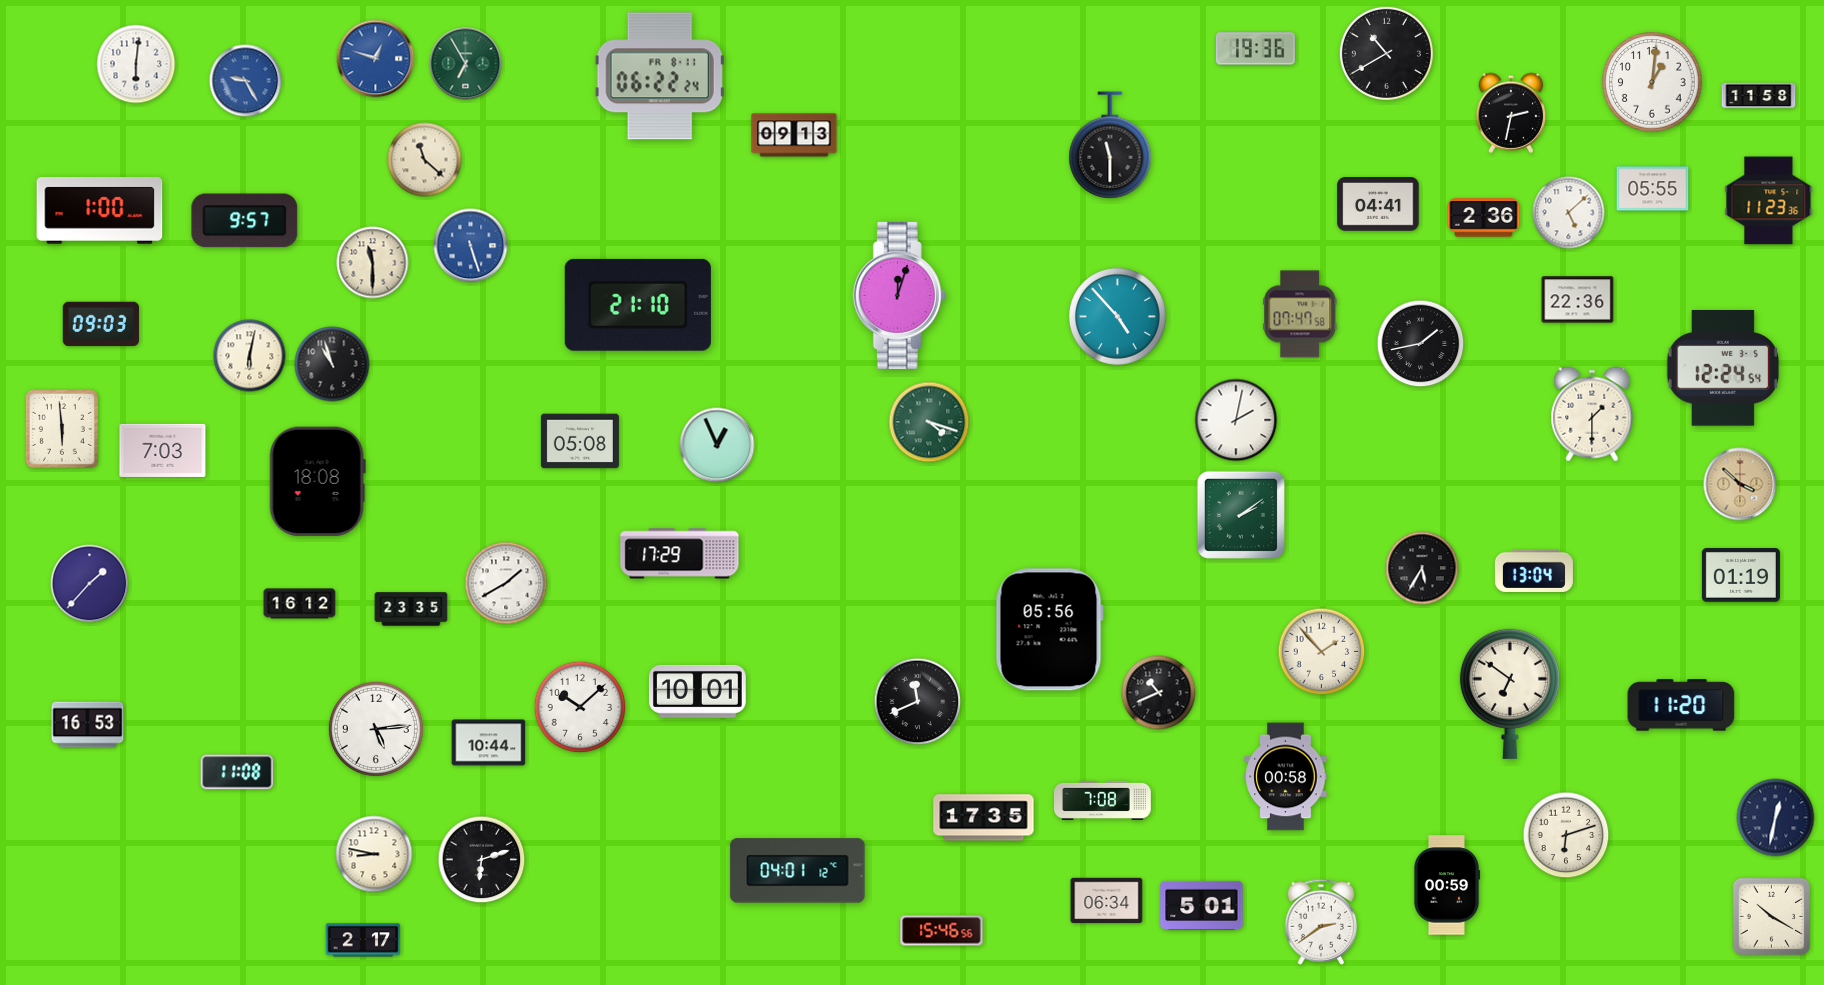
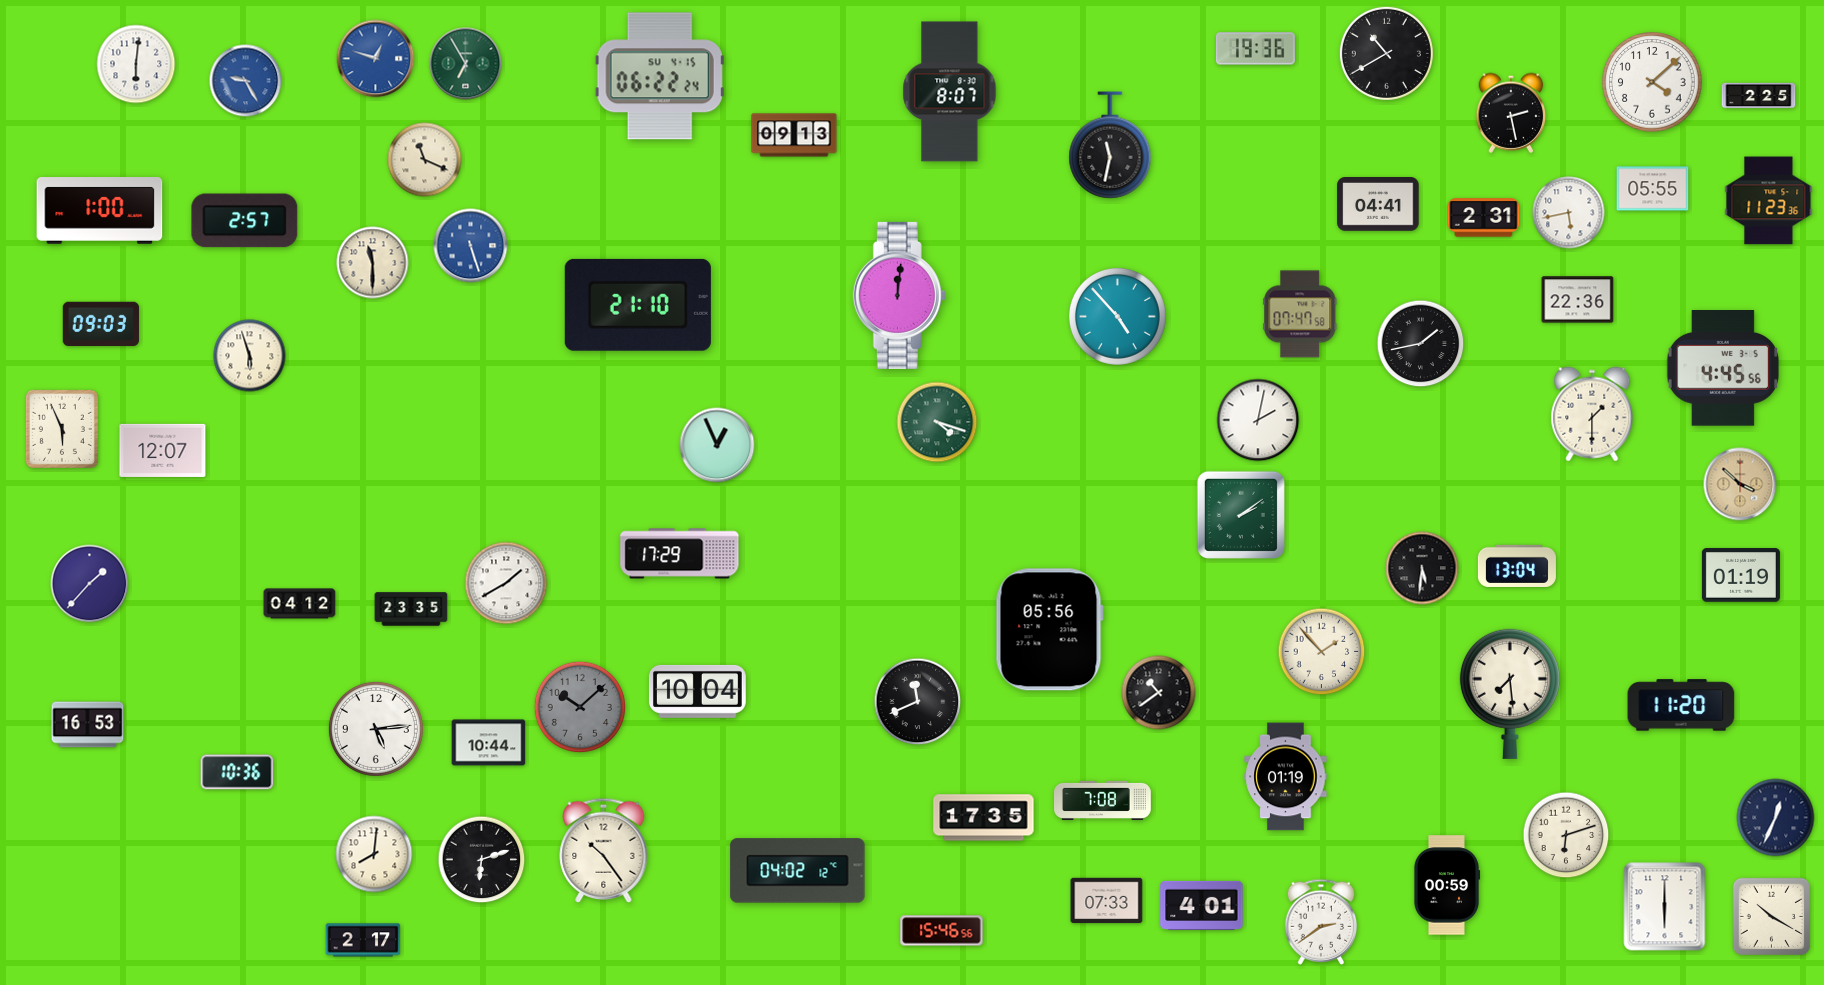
clock at (660, 76) date: FR 8-11 -> SU 4-15
clock at (1652, 82): 1:01 -> 4:08
clock at (950, 92): none -> 8:07
clock at (1759, 96): 11:58 -> 2:25
clock at (1511, 113): 2:32 -> 2:28
clock at (1110, 145): 11:30 -> 11:32
clock at (425, 160): 11:22 -> 11:19
clock at (1569, 213): 5:08 -> 5:43
clock at (1484, 218): 2:36 -> 2:31
clock at (245, 221): 9:57 -> 2:57
clock at (899, 295): 12:03 -> 12:01
clock at (250, 356): 6:02 -> 5:57
clock at (332, 364): 10:57 -> none
clock at (1723, 368): 12:24 -> 4:45
clock at (1236, 420) position: (1236, 420) -> (1258, 420)
clock at (929, 422) position: (929, 422) -> (937, 422)
clock at (62, 429): 5:59 -> 5:56
clock at (580, 441): 05:08 -> none
clock at (163, 450): 7:03 -> 12:07
clock at (317, 482): 18:08 -> none
clock at (1422, 568): 5:35 -> 5:31
clock at (1534, 571) position: (1534, 571) -> (1517, 566)
clock at (300, 604): 16:12 -> 04:12
clock at (697, 691): 10:01 -> 10:04
clock at (1159, 693): 10:41 -> 10:39
clock at (1510, 694): 6:51 -> 7:29
clock at (579, 706) dial: white -> grey
clock at (237, 772): 11:08 -> 10:36
clock at (1286, 777): 00:58 -> 01:19
clock at (1776, 818): 12:32 -> 12:34
clock at (604, 850): none -> 10:24
clock at (374, 854): 8:47 -> 8:01
clock at (798, 871): 04:01 -> 04:02
clock at (1107, 901): 06:34 -> 07:33
clock at (1202, 905): 5:01 -> 4:01
clock at (1665, 907): none -> 6:00
